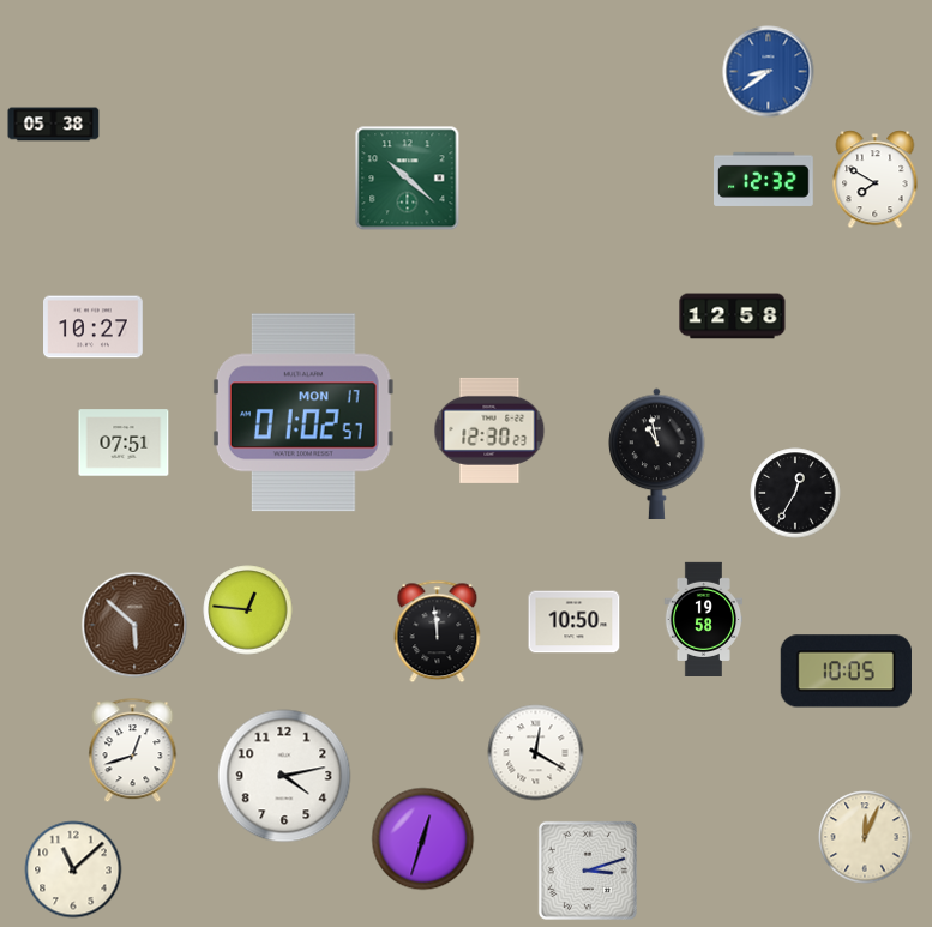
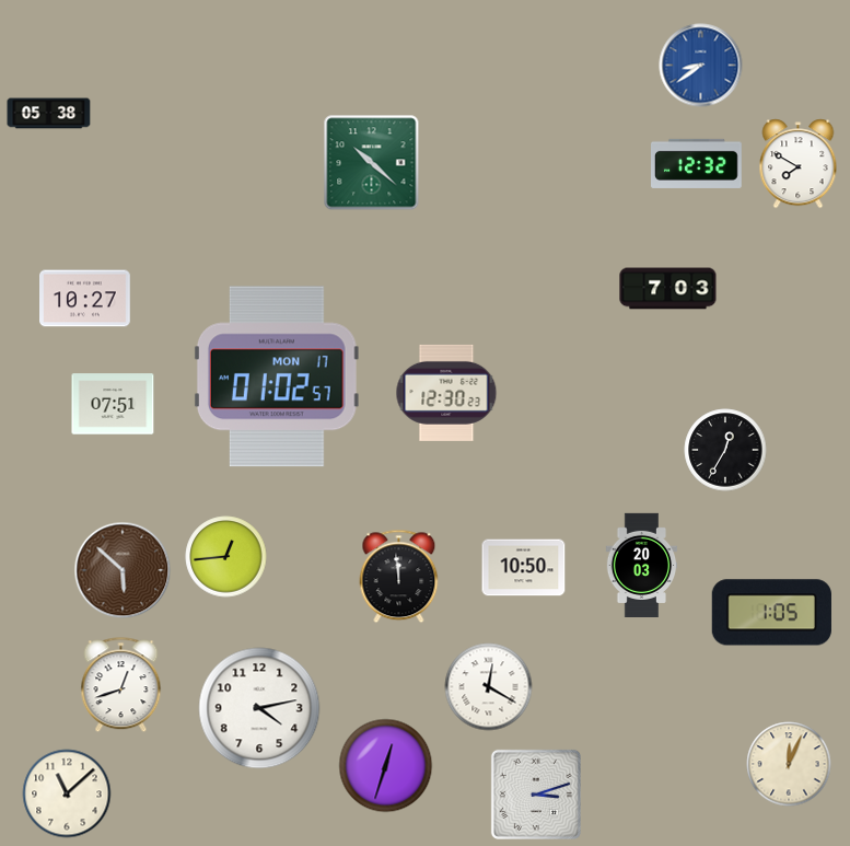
clock at (733, 317): 12:58 -> 7:03
clock at (657, 453): 10:58 -> none
clock at (248, 610): 12:46 -> 12:44
clock at (704, 619): 19:58 -> 20:03
clock at (846, 672): 10:05 -> 1:05
